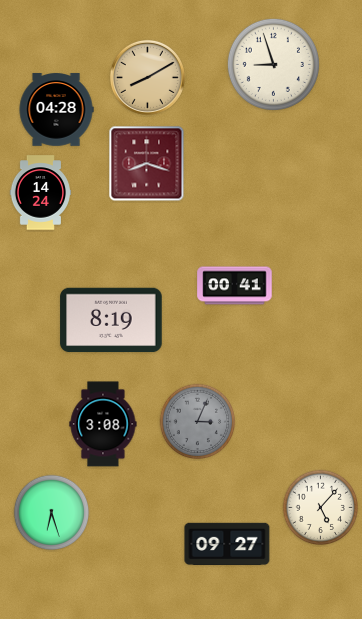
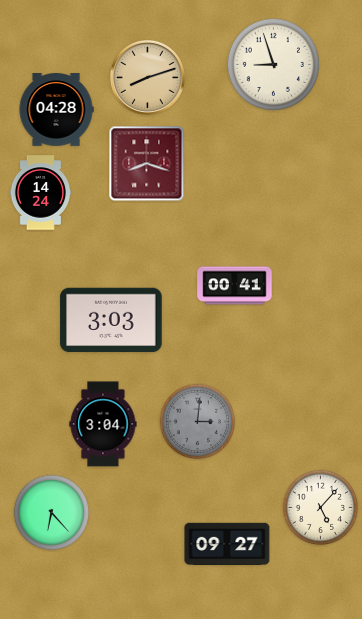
clock at (147, 77): 8:10 -> 8:12
clock at (111, 320): 8:19 -> 3:03
clock at (198, 422): 3:04 -> 3:01
clock at (103, 424): 3:08 -> 3:04
clock at (52, 513): 6:27 -> 6:23
